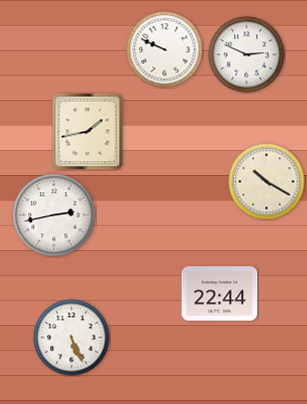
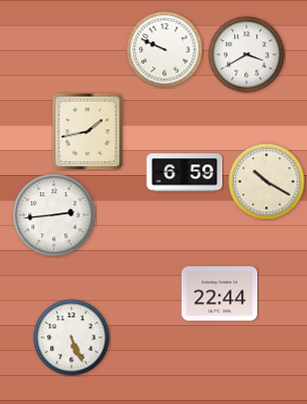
clock at (247, 55): 2:49 -> 3:40
clock at (185, 173): none -> 6:59
clock at (54, 215): 2:43 -> 2:44
